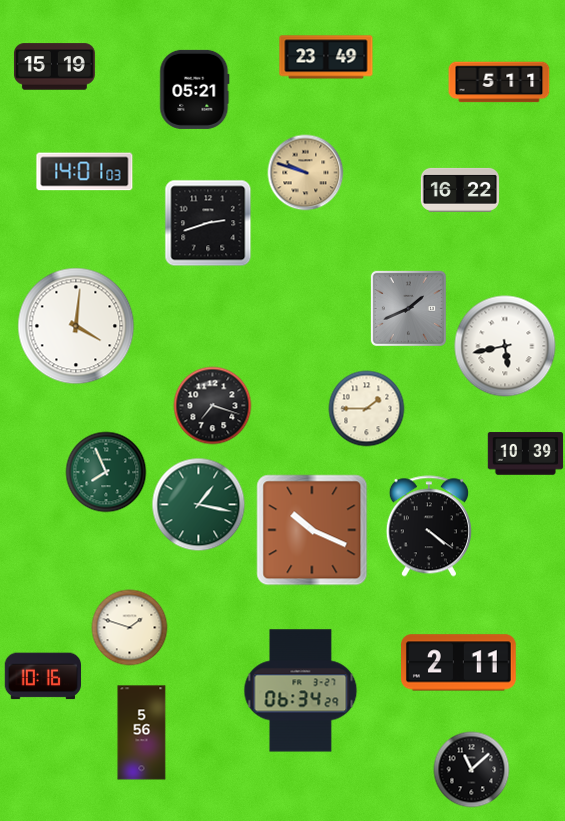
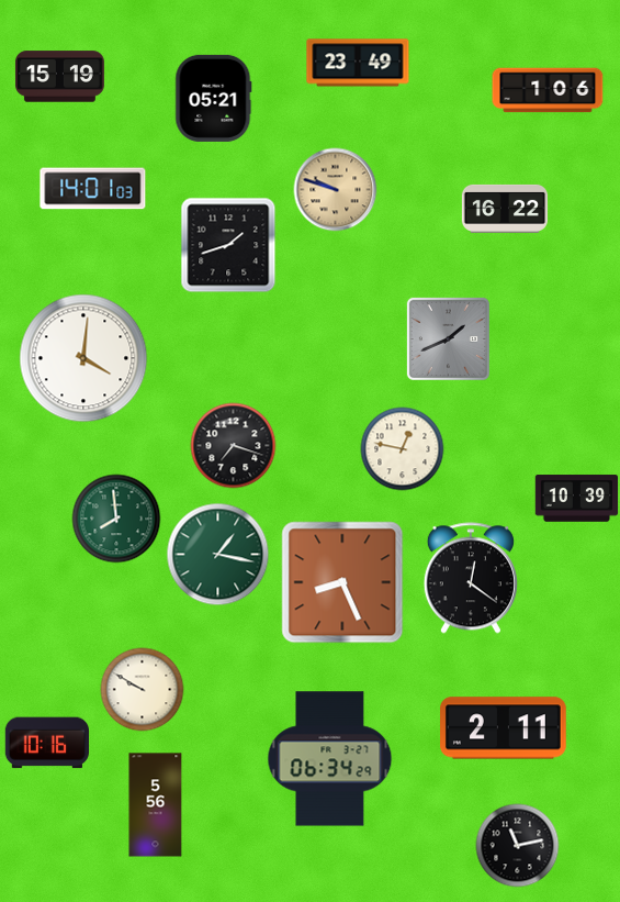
clock at (54, 67) position: (54, 67) -> (59, 77)
clock at (499, 82): 5:11 -> 1:06
clock at (208, 223): 2:42 -> 1:42
clock at (505, 346): 5:43 -> none
clock at (367, 409): 1:45 -> 12:47
clock at (106, 472): 7:56 -> 7:59
clock at (429, 526): 4:21 -> 12:21
clock at (312, 530): 10:19 -> 8:26
clock at (130, 628): 1:48 -> 9:50
clock at (472, 770): 11:08 -> 11:13
